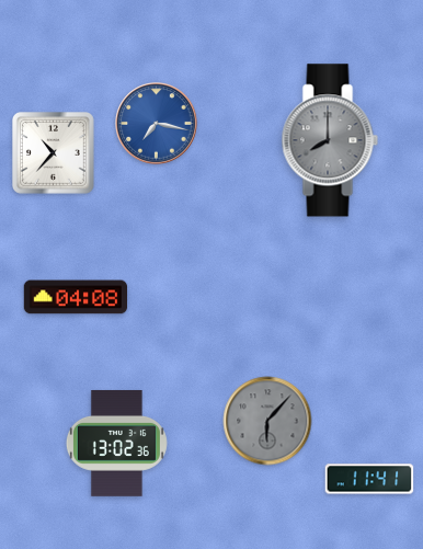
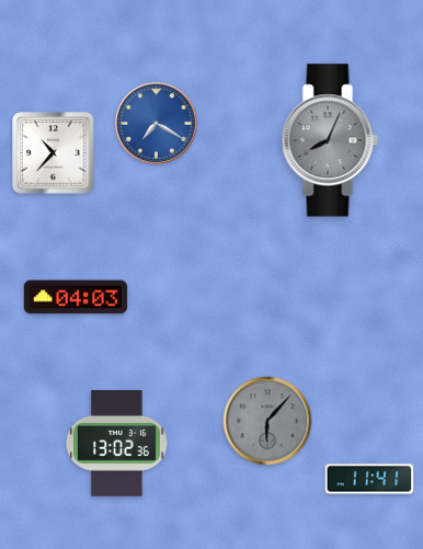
clock at (157, 124): 7:17 -> 7:20
clock at (330, 140): 8:00 -> 8:04
clock at (76, 297): 04:08 -> 04:03
